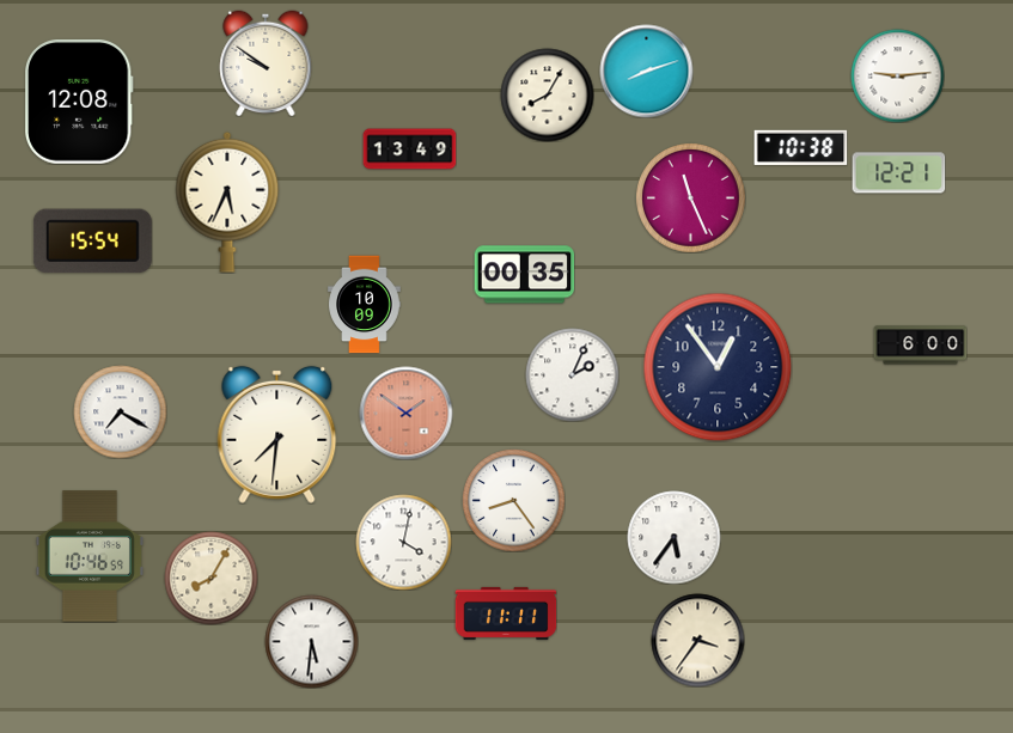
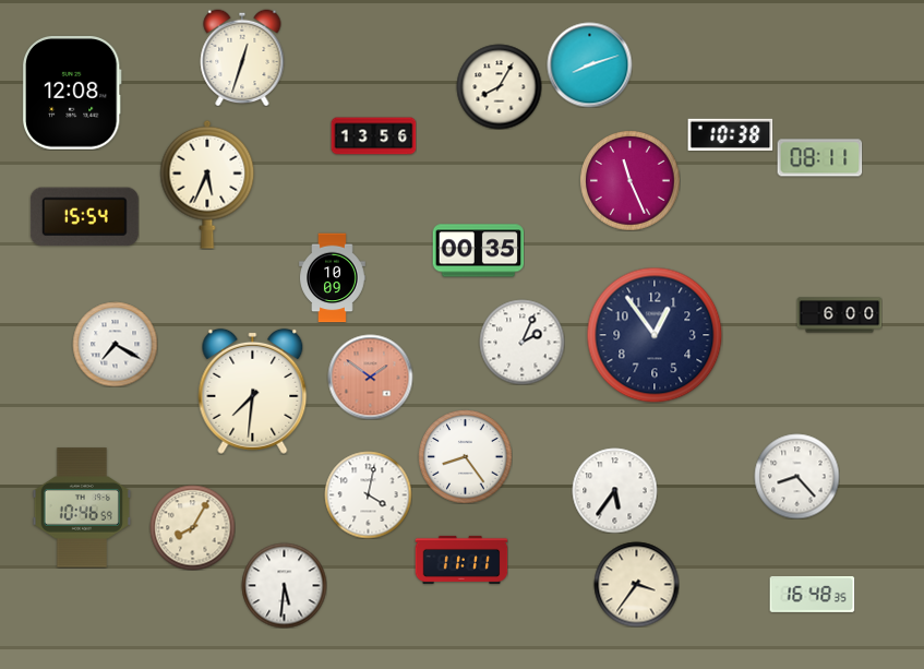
clock at (266, 63): 9:51 -> 12:33
clock at (897, 75): 9:14 -> none
clock at (409, 149): 13:49 -> 13:56
clock at (898, 173): 12:21 -> 08:11
clock at (92, 242) position: (92, 242) -> (84, 217)
clock at (120, 411) position: (120, 411) -> (115, 344)
clock at (277, 434) position: (277, 434) -> (253, 391)
clock at (513, 500) position: (513, 500) -> (465, 456)
clock at (796, 476): none -> 8:23
clock at (812, 594): none -> 16:48
